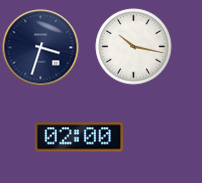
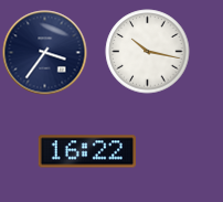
clock at (41, 48): 3:33 -> 3:36
clock at (79, 137): 02:00 -> 16:22
